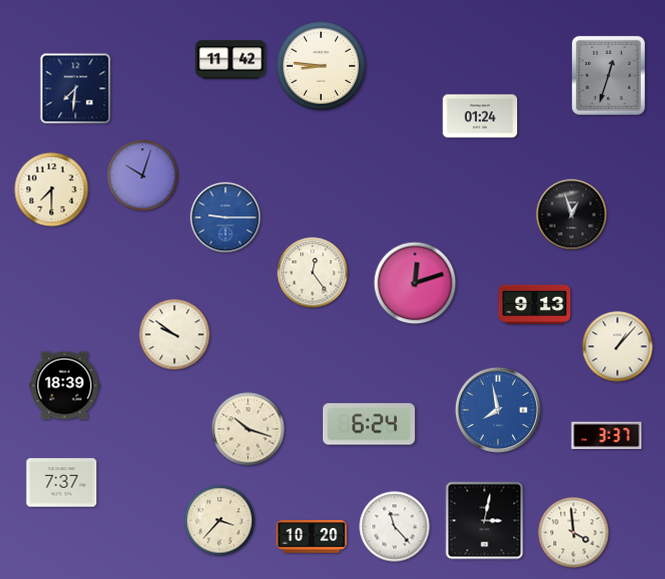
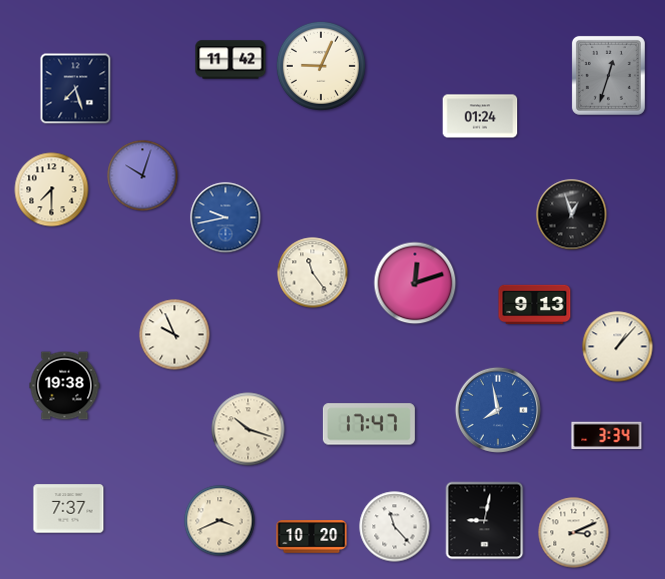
clock at (321, 66): 8:46 -> 9:04
clock at (76, 89): 7:31 -> 7:27
clock at (226, 218): 9:15 -> 9:43
clock at (313, 273): 12:24 -> 11:24
clock at (175, 335): 9:51 -> 9:56
clock at (65, 386): 18:39 -> 19:38
clock at (369, 424): 6:24 -> 17:47
clock at (607, 436): 3:37 -> 3:34
clock at (62, 483) position: (62, 483) -> (69, 509)
clock at (220, 521): 3:37 -> 3:41
clock at (485, 521): 3:02 -> 9:02
clock at (574, 533): 3:59 -> 3:11
